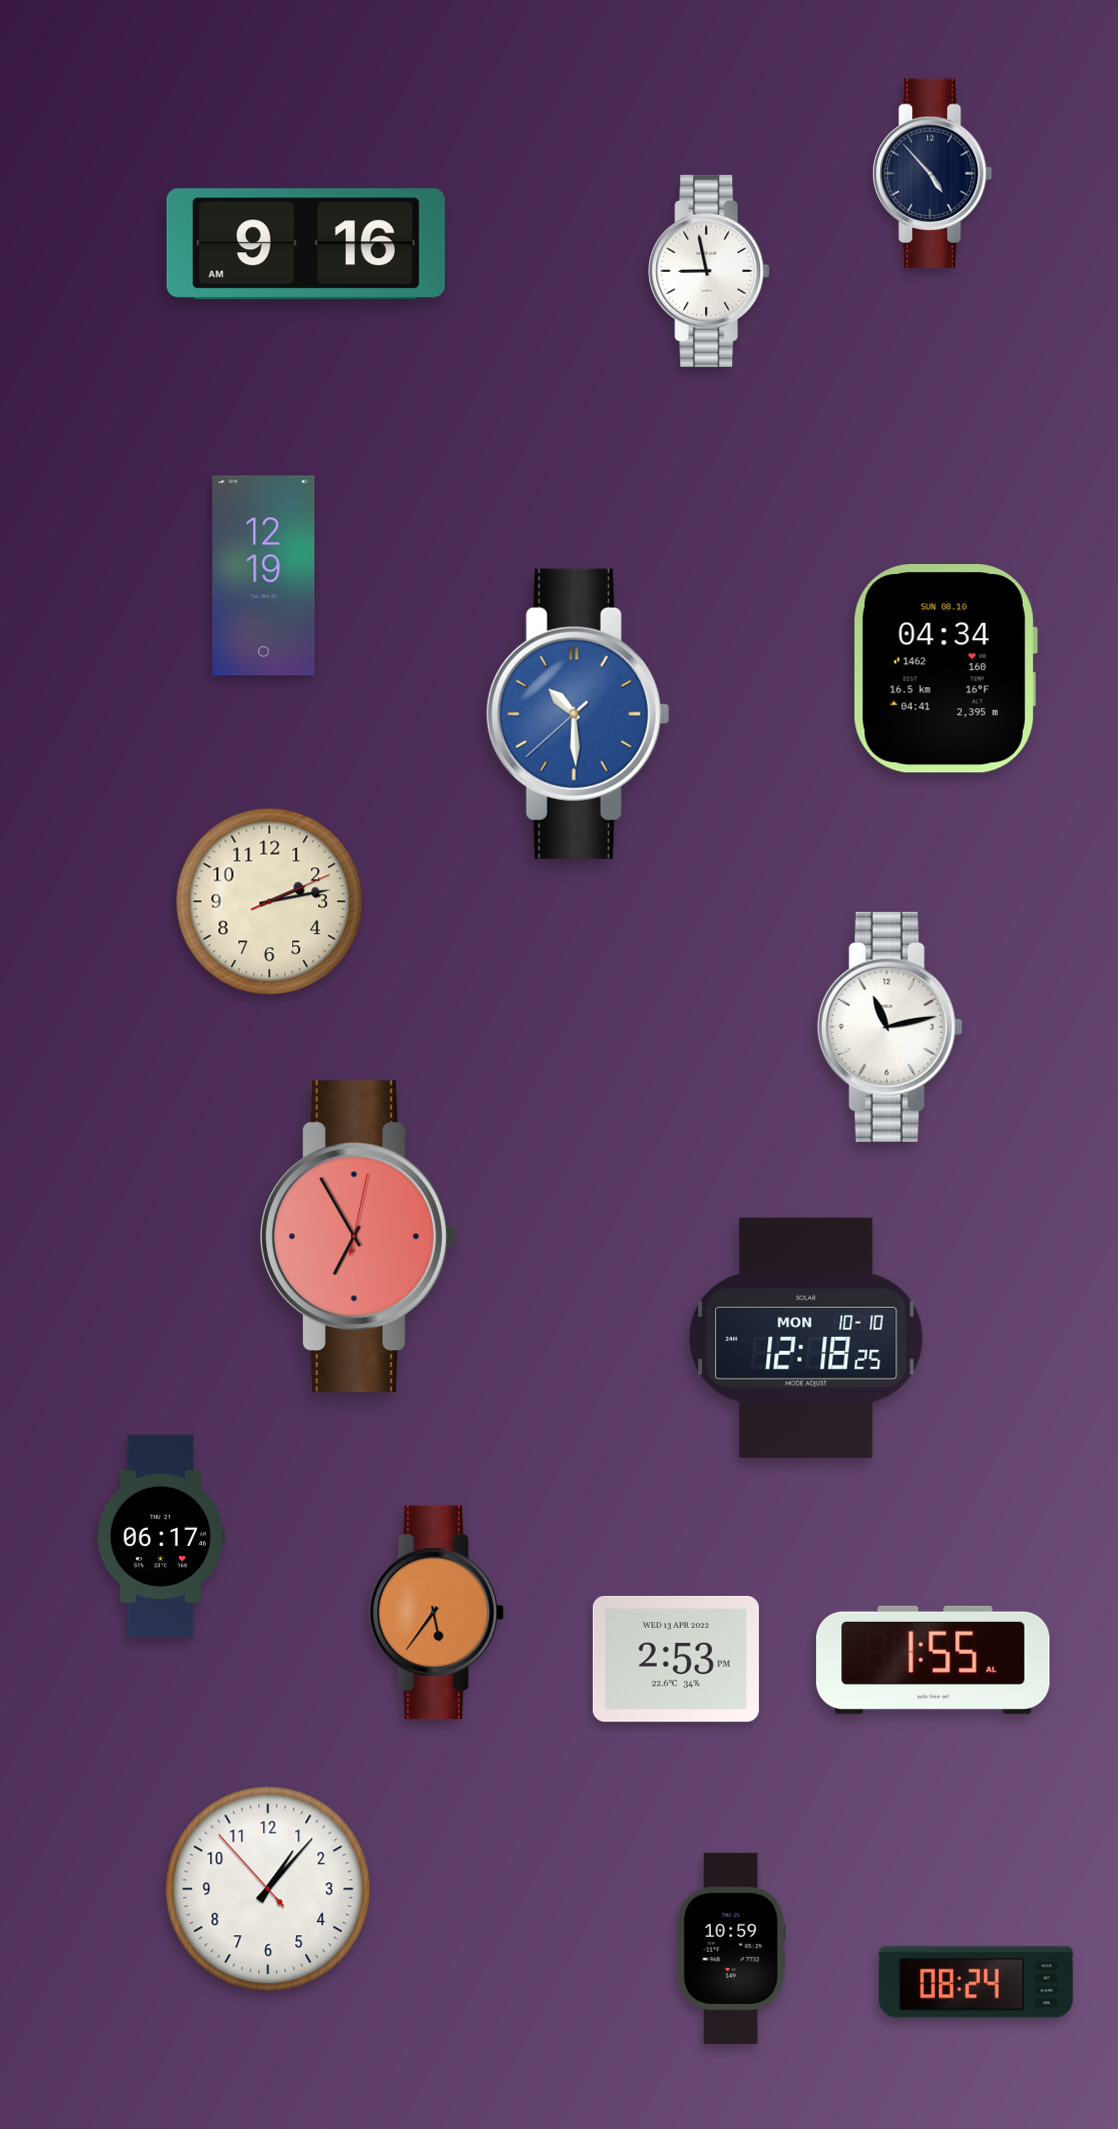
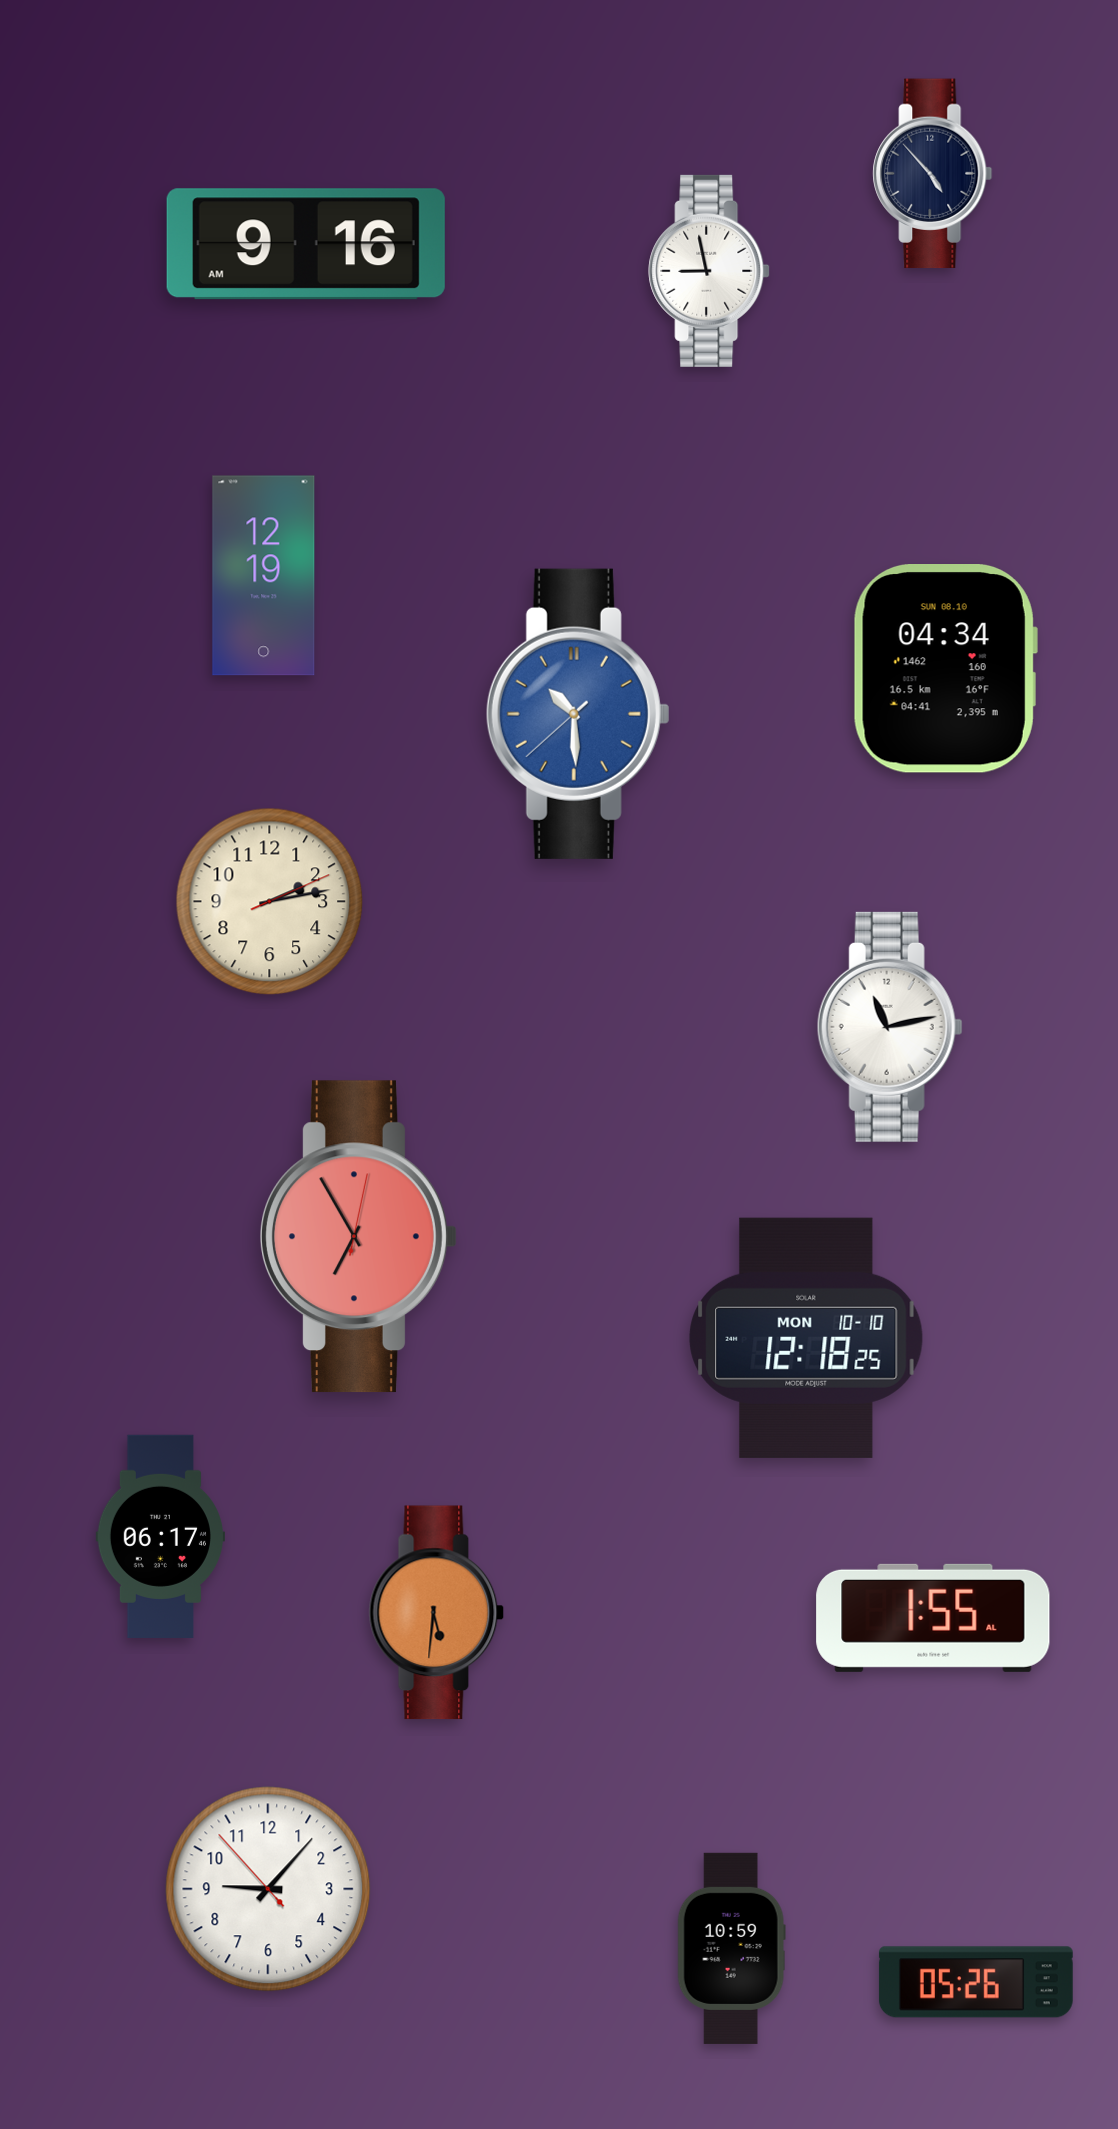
clock at (437, 1613): 5:36 -> 5:31
clock at (676, 1659): 2:53 -> none
clock at (933, 1660) position: (933, 1660) -> (933, 1618)
clock at (268, 1889): 1:06 -> 9:06
clock at (976, 1982): 08:24 -> 05:26
